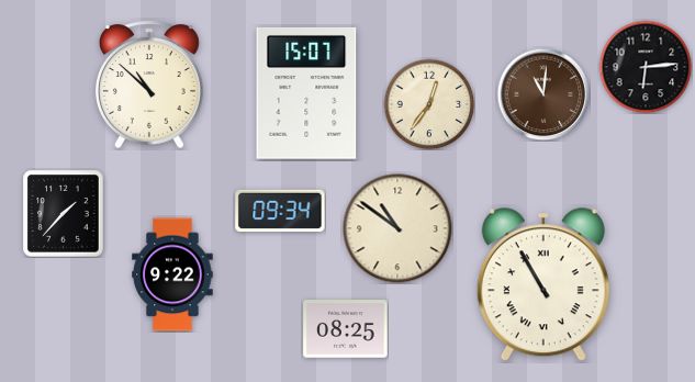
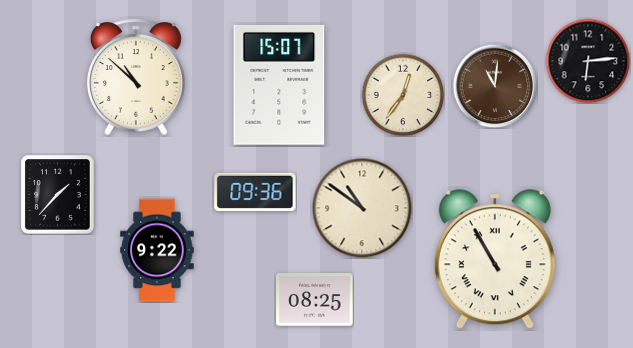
clock at (429, 104) position: (429, 104) -> (403, 95)
clock at (280, 211): 09:34 -> 09:36
